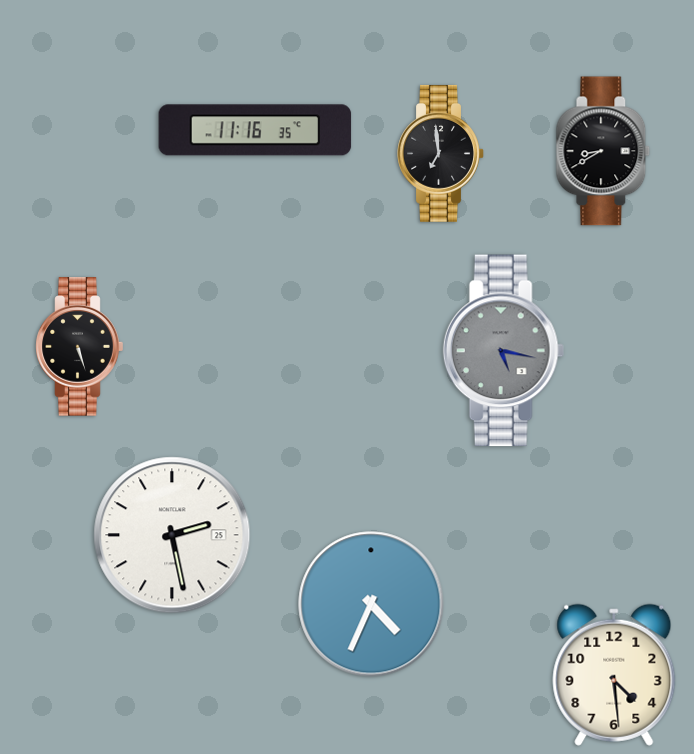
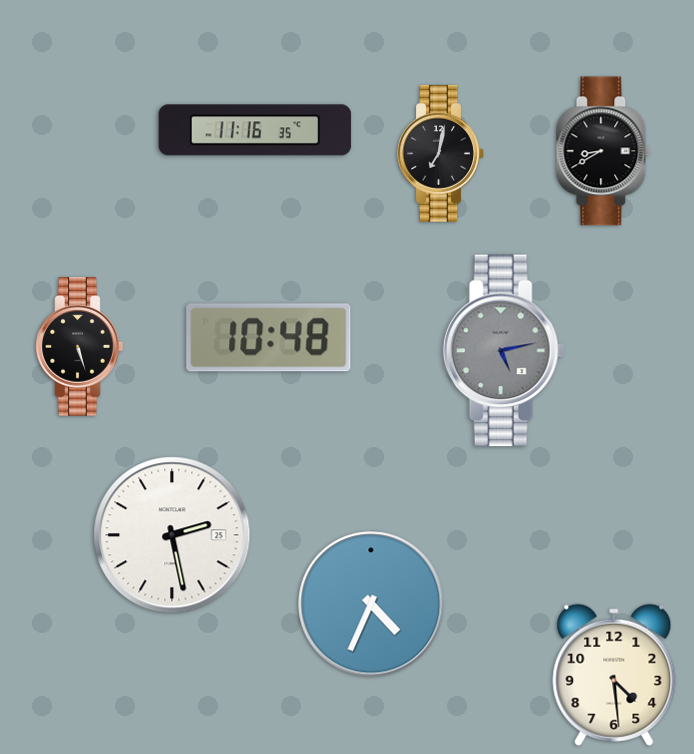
clock at (441, 153): 6:59 -> 7:02
clock at (269, 338): none -> 10:48
clock at (503, 351): 5:17 -> 5:13
